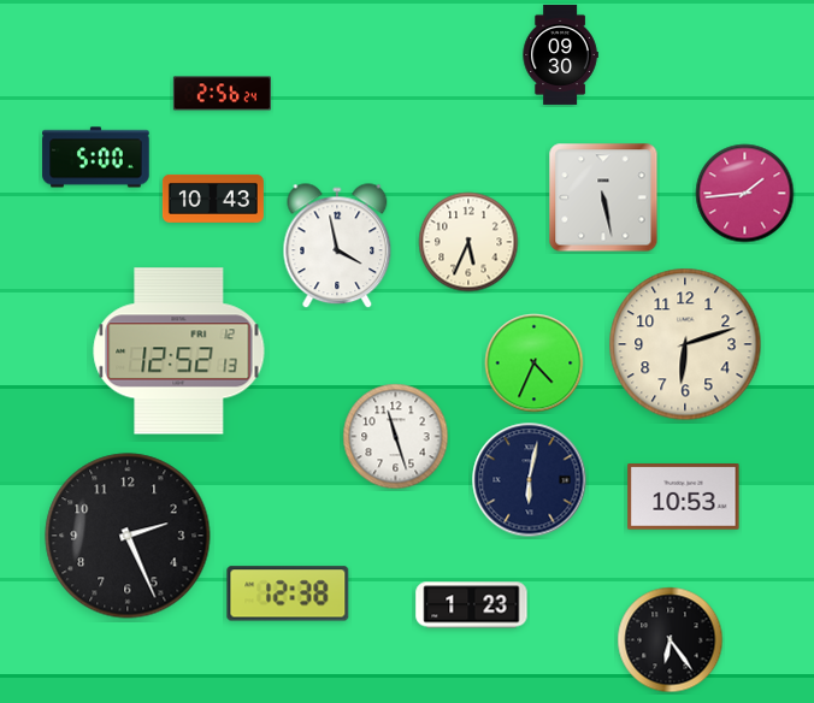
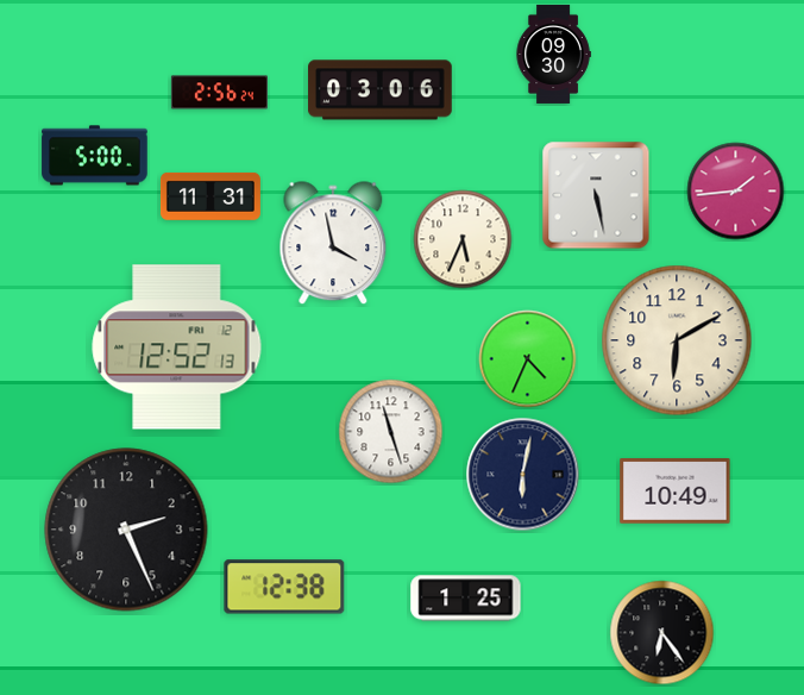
clock at (381, 90): none -> 03:06
clock at (213, 199): 10:43 -> 11:31
clock at (685, 344): 6:12 -> 6:10
clock at (684, 497): 10:53 -> 10:49
clock at (472, 605): 1:23 -> 1:25
